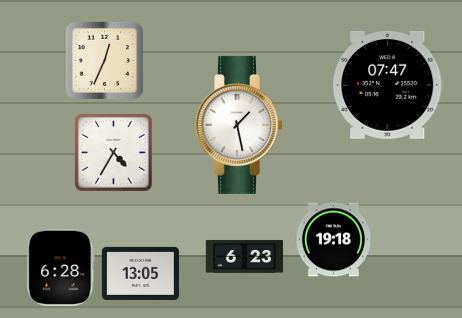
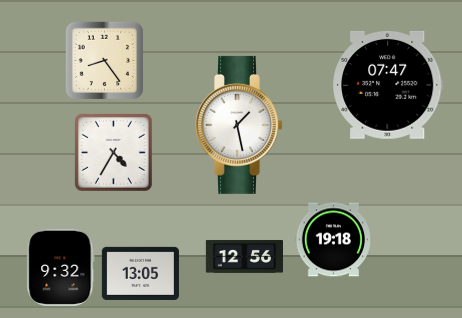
clock at (104, 60): 12:34 -> 8:24
clock at (244, 256): 6:23 -> 12:56
clock at (61, 267): 6:28 -> 9:32
